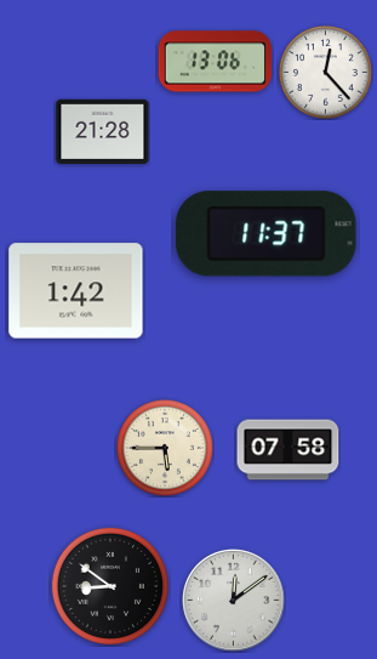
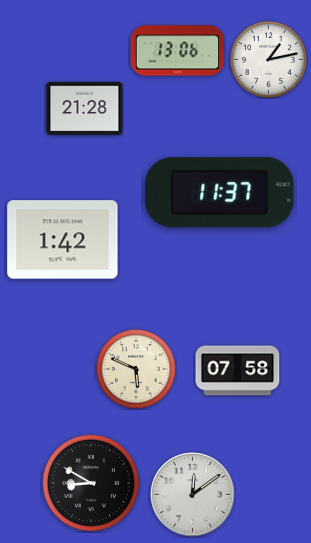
clock at (325, 72): 12:23 -> 1:13
clock at (165, 448): 5:45 -> 5:49
clock at (110, 586): 8:51 -> 8:50
